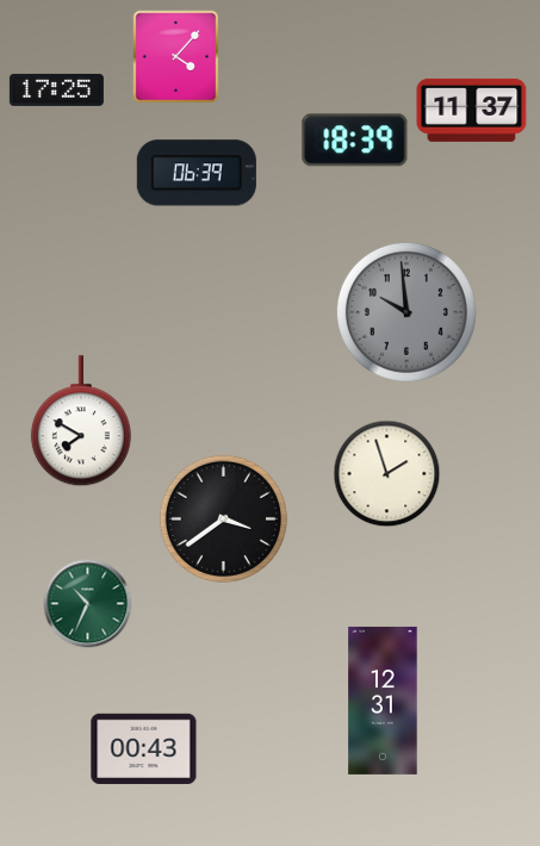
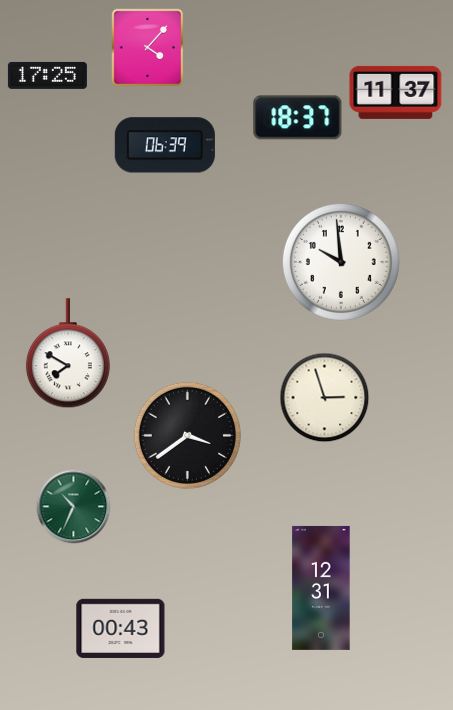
clock at (355, 141): 18:39 -> 18:37
clock at (406, 312) dial: grey -> white
clock at (387, 474): 1:57 -> 2:57
